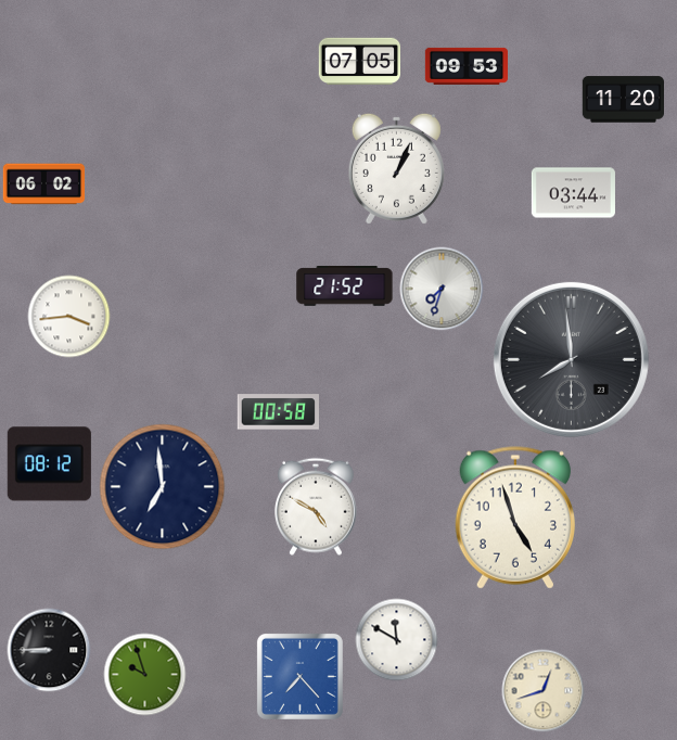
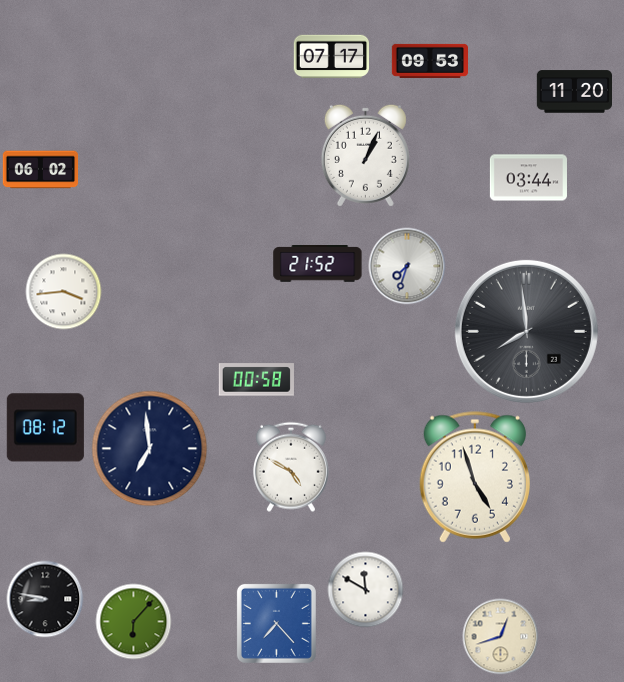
clock at (359, 62): 07:05 -> 07:17
clock at (49, 650): 8:45 -> 8:47
clock at (145, 675): 9:57 -> 6:07
